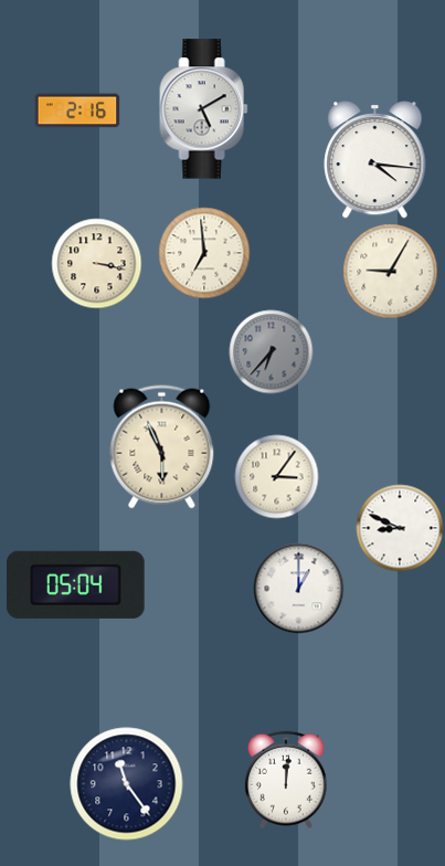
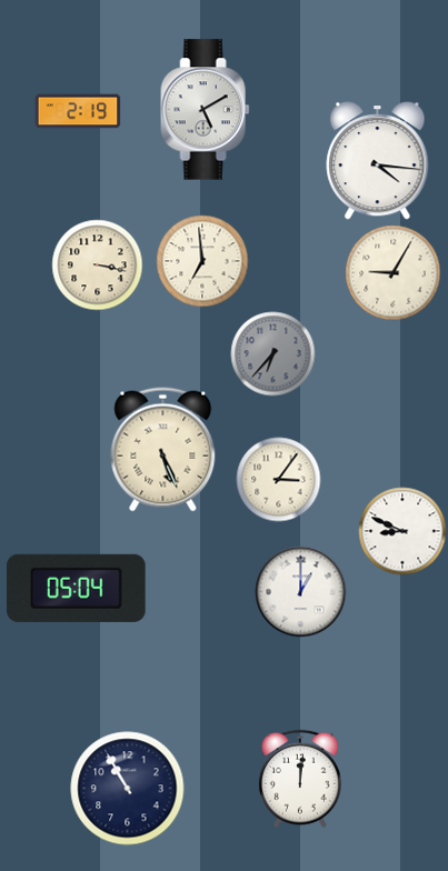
clock at (77, 110): 2:16 -> 2:19
clock at (204, 253) position: (204, 253) -> (202, 261)
clock at (162, 447): 5:56 -> 5:26
clock at (286, 780) position: (286, 780) -> (300, 779)
clock at (127, 784): 11:24 -> 10:55
